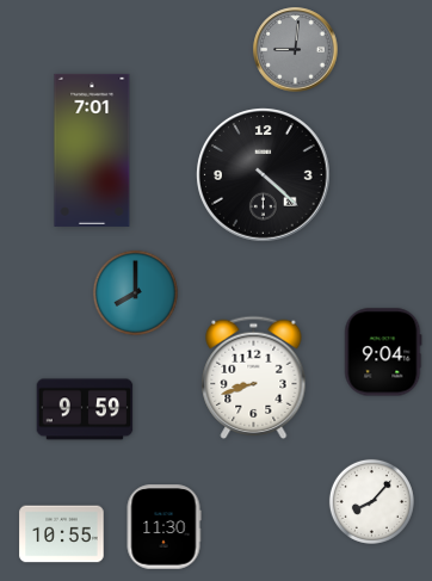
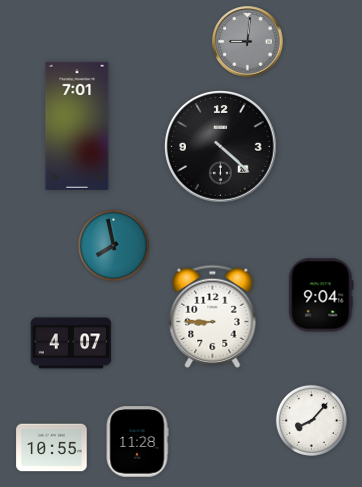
clock at (135, 292): 8:00 -> 7:58
clock at (254, 378): 8:42 -> 8:45
clock at (85, 409): 9:59 -> 4:07
clock at (163, 527): 11:30 -> 11:28
